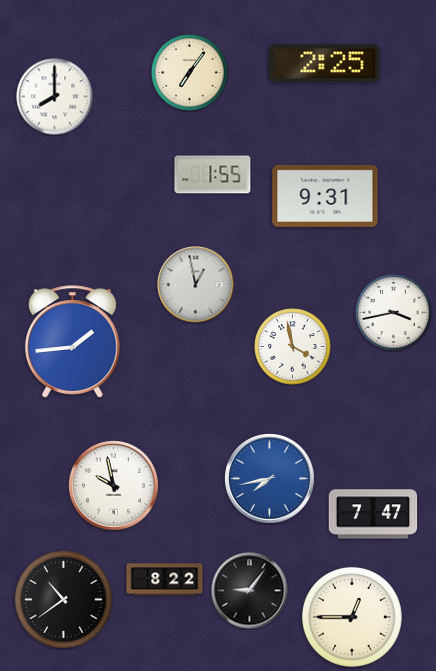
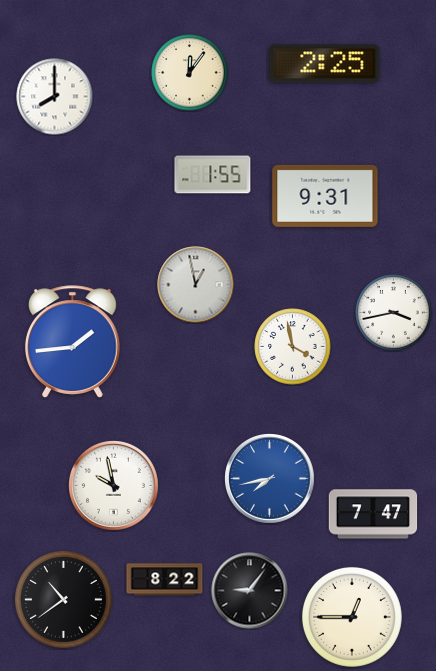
clock at (190, 73): 7:06 -> 12:06
